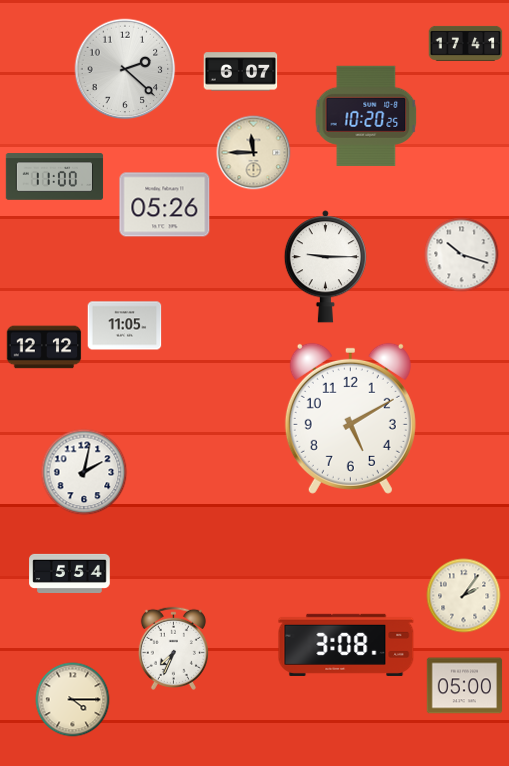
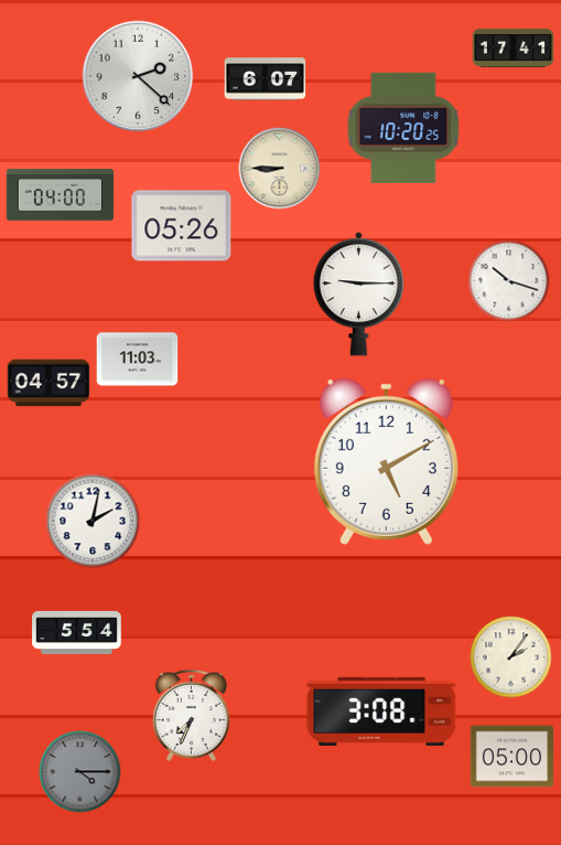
clock at (254, 153): 11:45 -> 8:45
clock at (55, 177): 11:00 -> 04:00
clock at (125, 326): 11:05 -> 11:03
clock at (44, 347): 12:12 -> 04:57
clock at (73, 700) dial: cream -> grey
